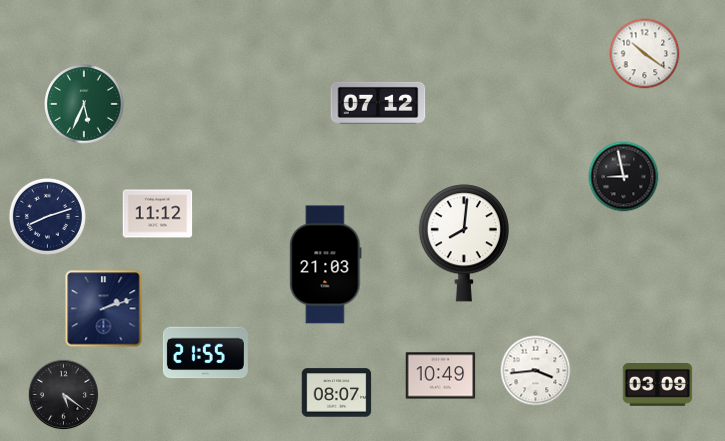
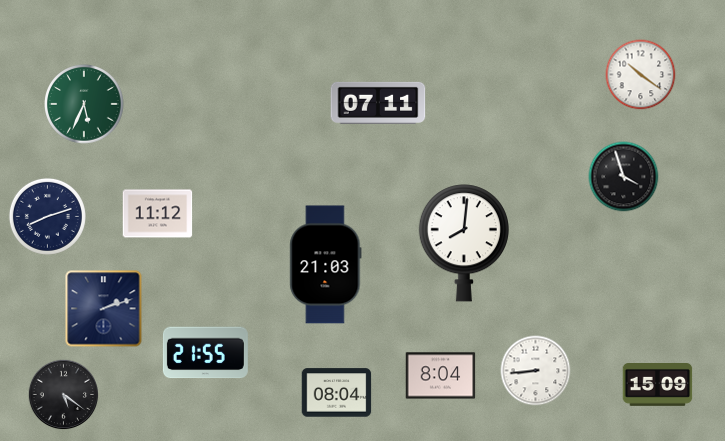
clock at (645, 54) position: (645, 54) -> (641, 75)
clock at (378, 103): 07:12 -> 07:11
clock at (624, 177): 8:58 -> 3:57
clock at (536, 371): 3:44 -> 8:44
clock at (441, 376): 10:49 -> 8:04
clock at (658, 385): 03:09 -> 15:09
clock at (337, 393): 08:07 -> 08:04
